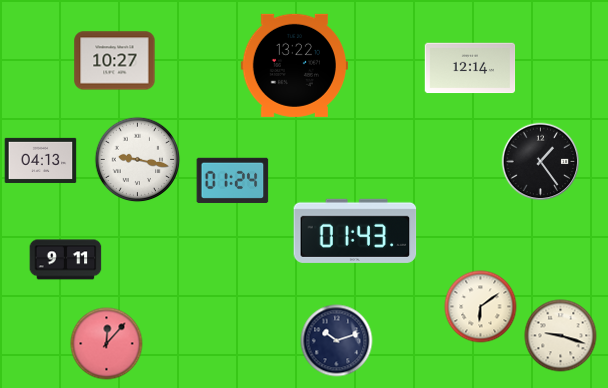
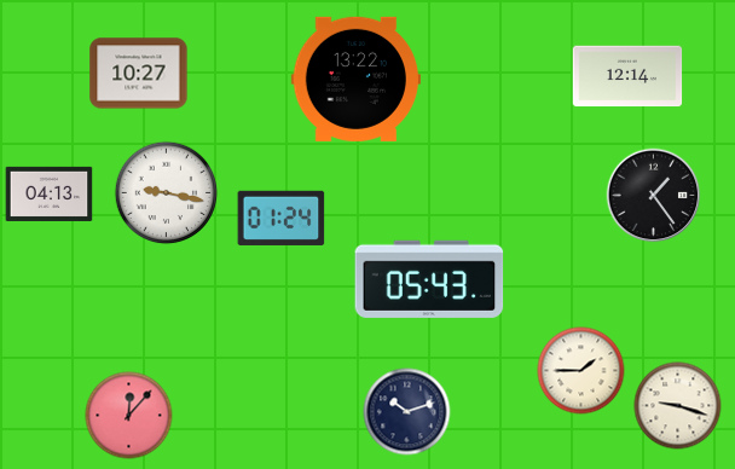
clock at (470, 68) position: (470, 68) -> (627, 76)
clock at (355, 231): 01:43 -> 05:43
clock at (66, 260): 9:11 -> none
clock at (481, 307): 6:09 -> 1:45
